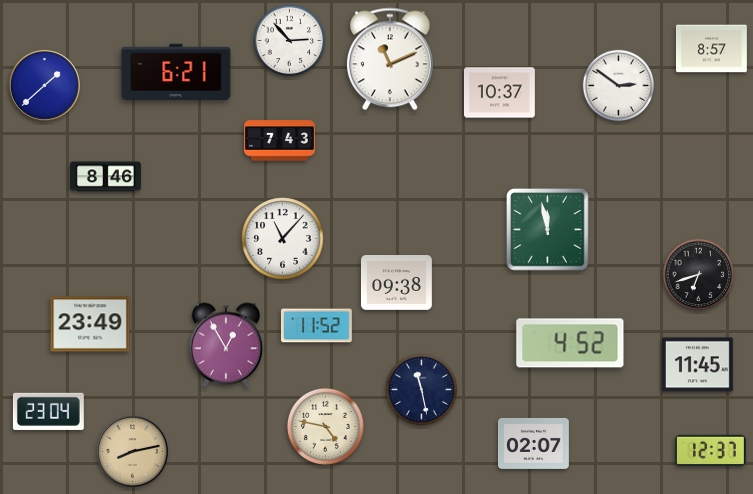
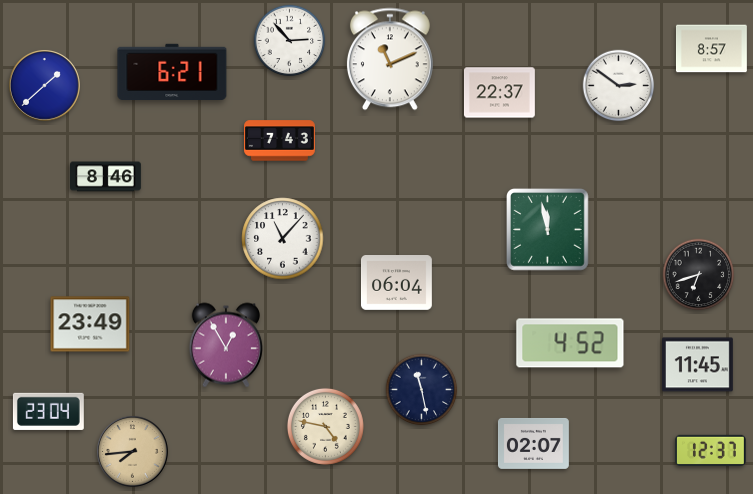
clock at (176, 71) position: (176, 71) -> (172, 71)
clock at (499, 93): 10:37 -> 22:37
clock at (396, 283): 09:38 -> 06:04
clock at (316, 326): 11:52 -> none
clock at (132, 451): 8:13 -> 7:44
